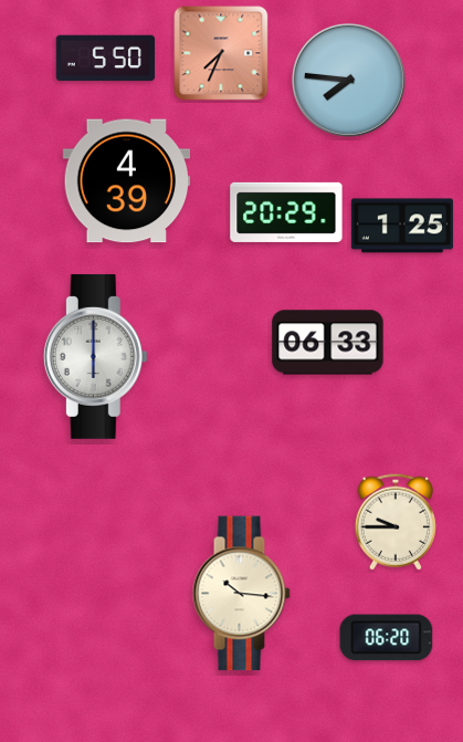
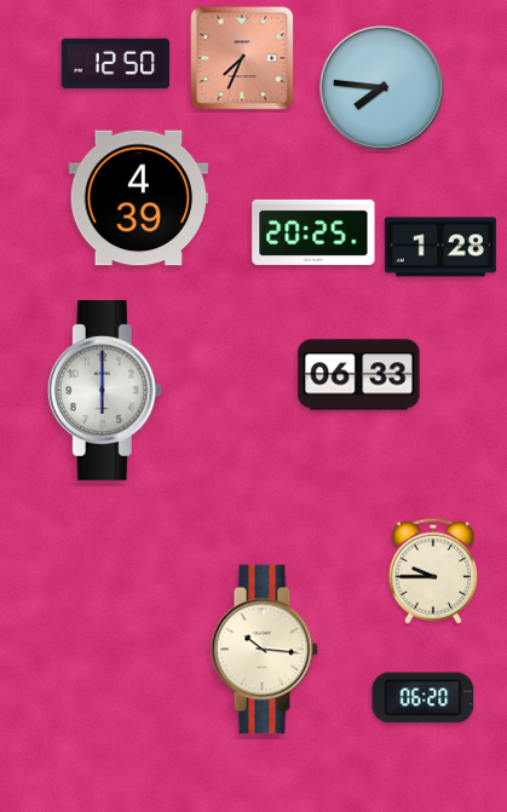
clock at (106, 59): 5:50 -> 12:50
clock at (286, 212): 20:29 -> 20:25
clock at (402, 226): 1:25 -> 1:28
